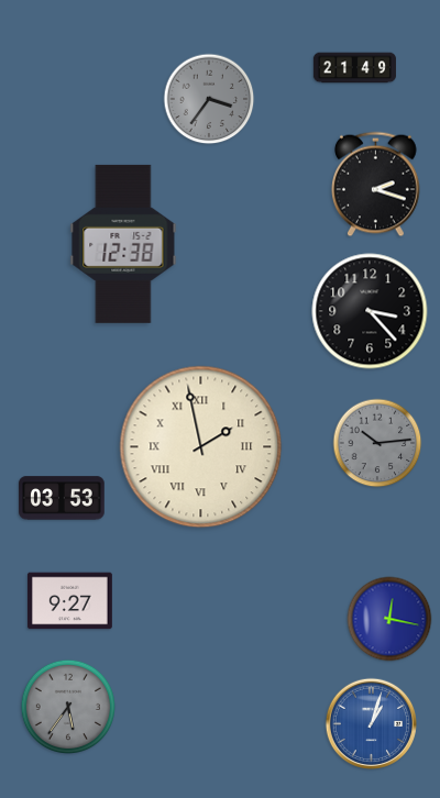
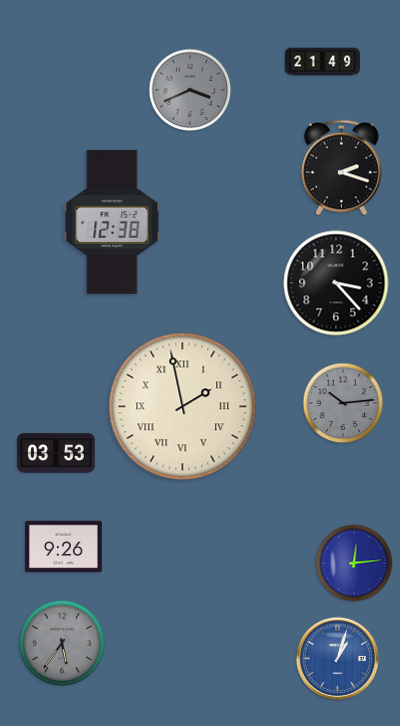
clock at (209, 99): 3:36 -> 3:41
clock at (70, 601): 9:27 -> 9:26
clock at (389, 619): 12:17 -> 12:14
